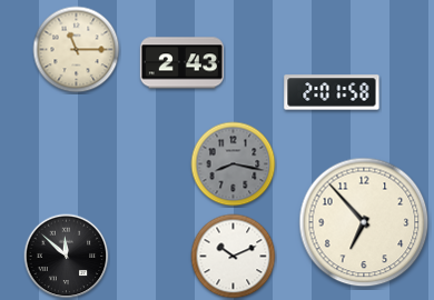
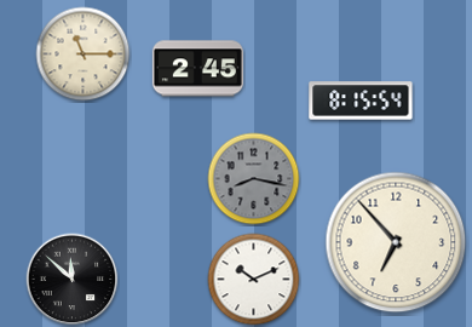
clock at (181, 63): 2:43 -> 2:45
clock at (332, 92): 2:01 -> 8:15
